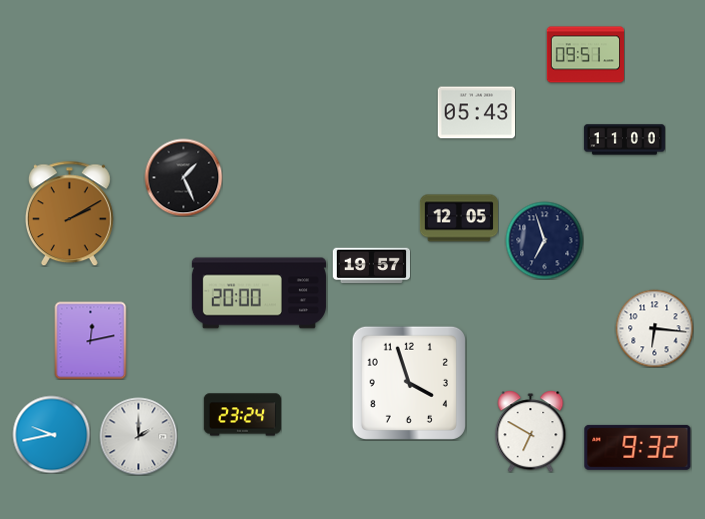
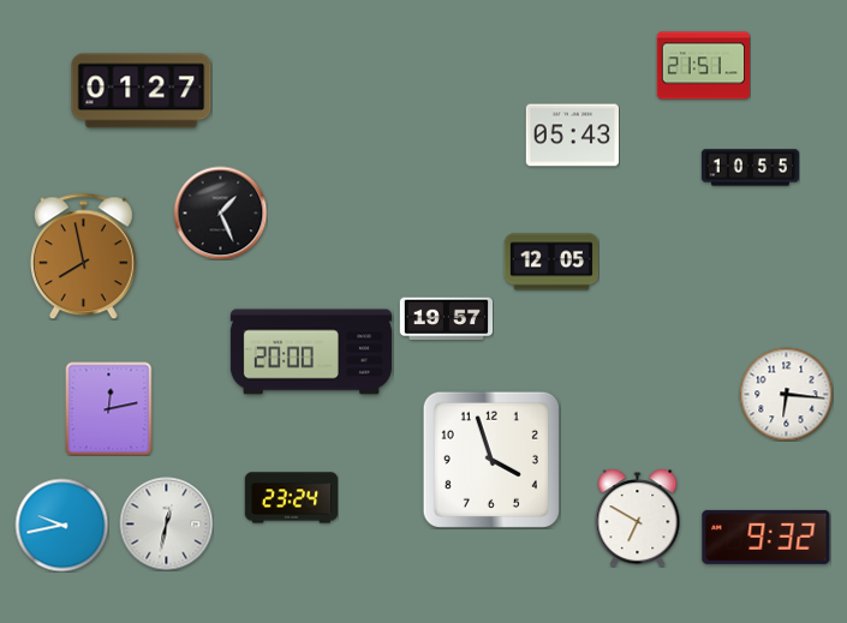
clock at (585, 55): 09:51 -> 21:51
clock at (142, 91): none -> 01:27
clock at (624, 140): 11:00 -> 10:55
clock at (69, 213): 2:10 -> 7:58
clock at (544, 240): 6:57 -> none
clock at (51, 434) position: (51, 434) -> (61, 525)
clock at (138, 436): 2:00 -> 12:32
